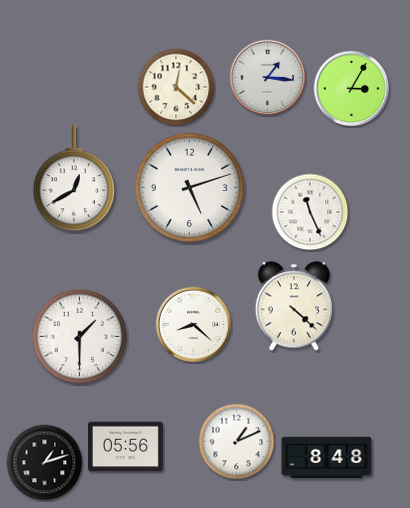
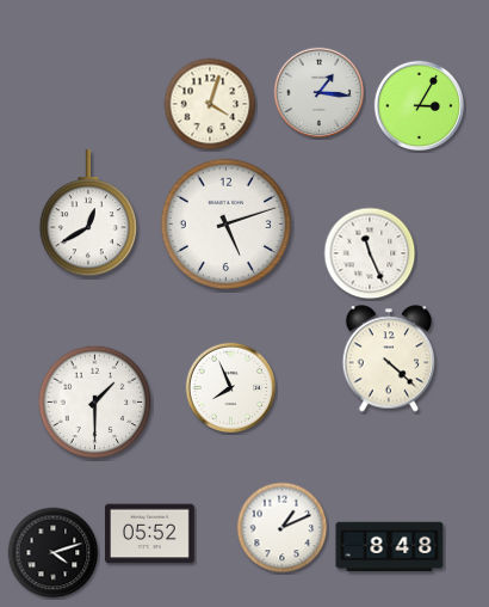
clock at (176, 87): 12:22 -> 4:03
clock at (294, 306) position: (294, 306) -> (389, 358)
clock at (194, 325): 8:22 -> 7:56
clock at (125, 447): 05:56 -> 05:52
clock at (45, 463): 1:12 -> 4:12
